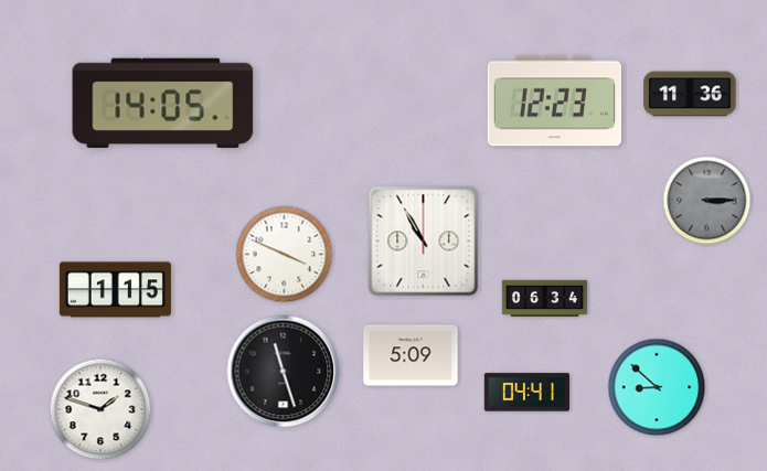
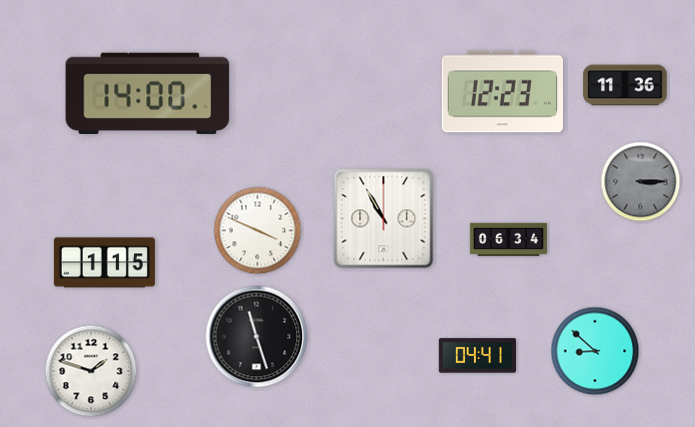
clock at (163, 103): 14:05 -> 14:00
clock at (545, 299) position: (545, 299) -> (509, 240)
clock at (411, 355): 5:09 -> none
